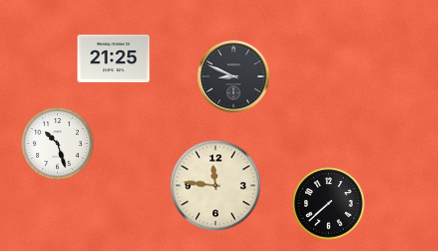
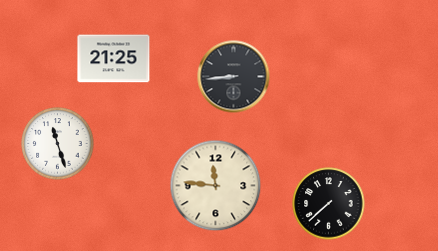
clock at (234, 77): 8:49 -> 8:44
clock at (58, 144): 10:27 -> 11:27
